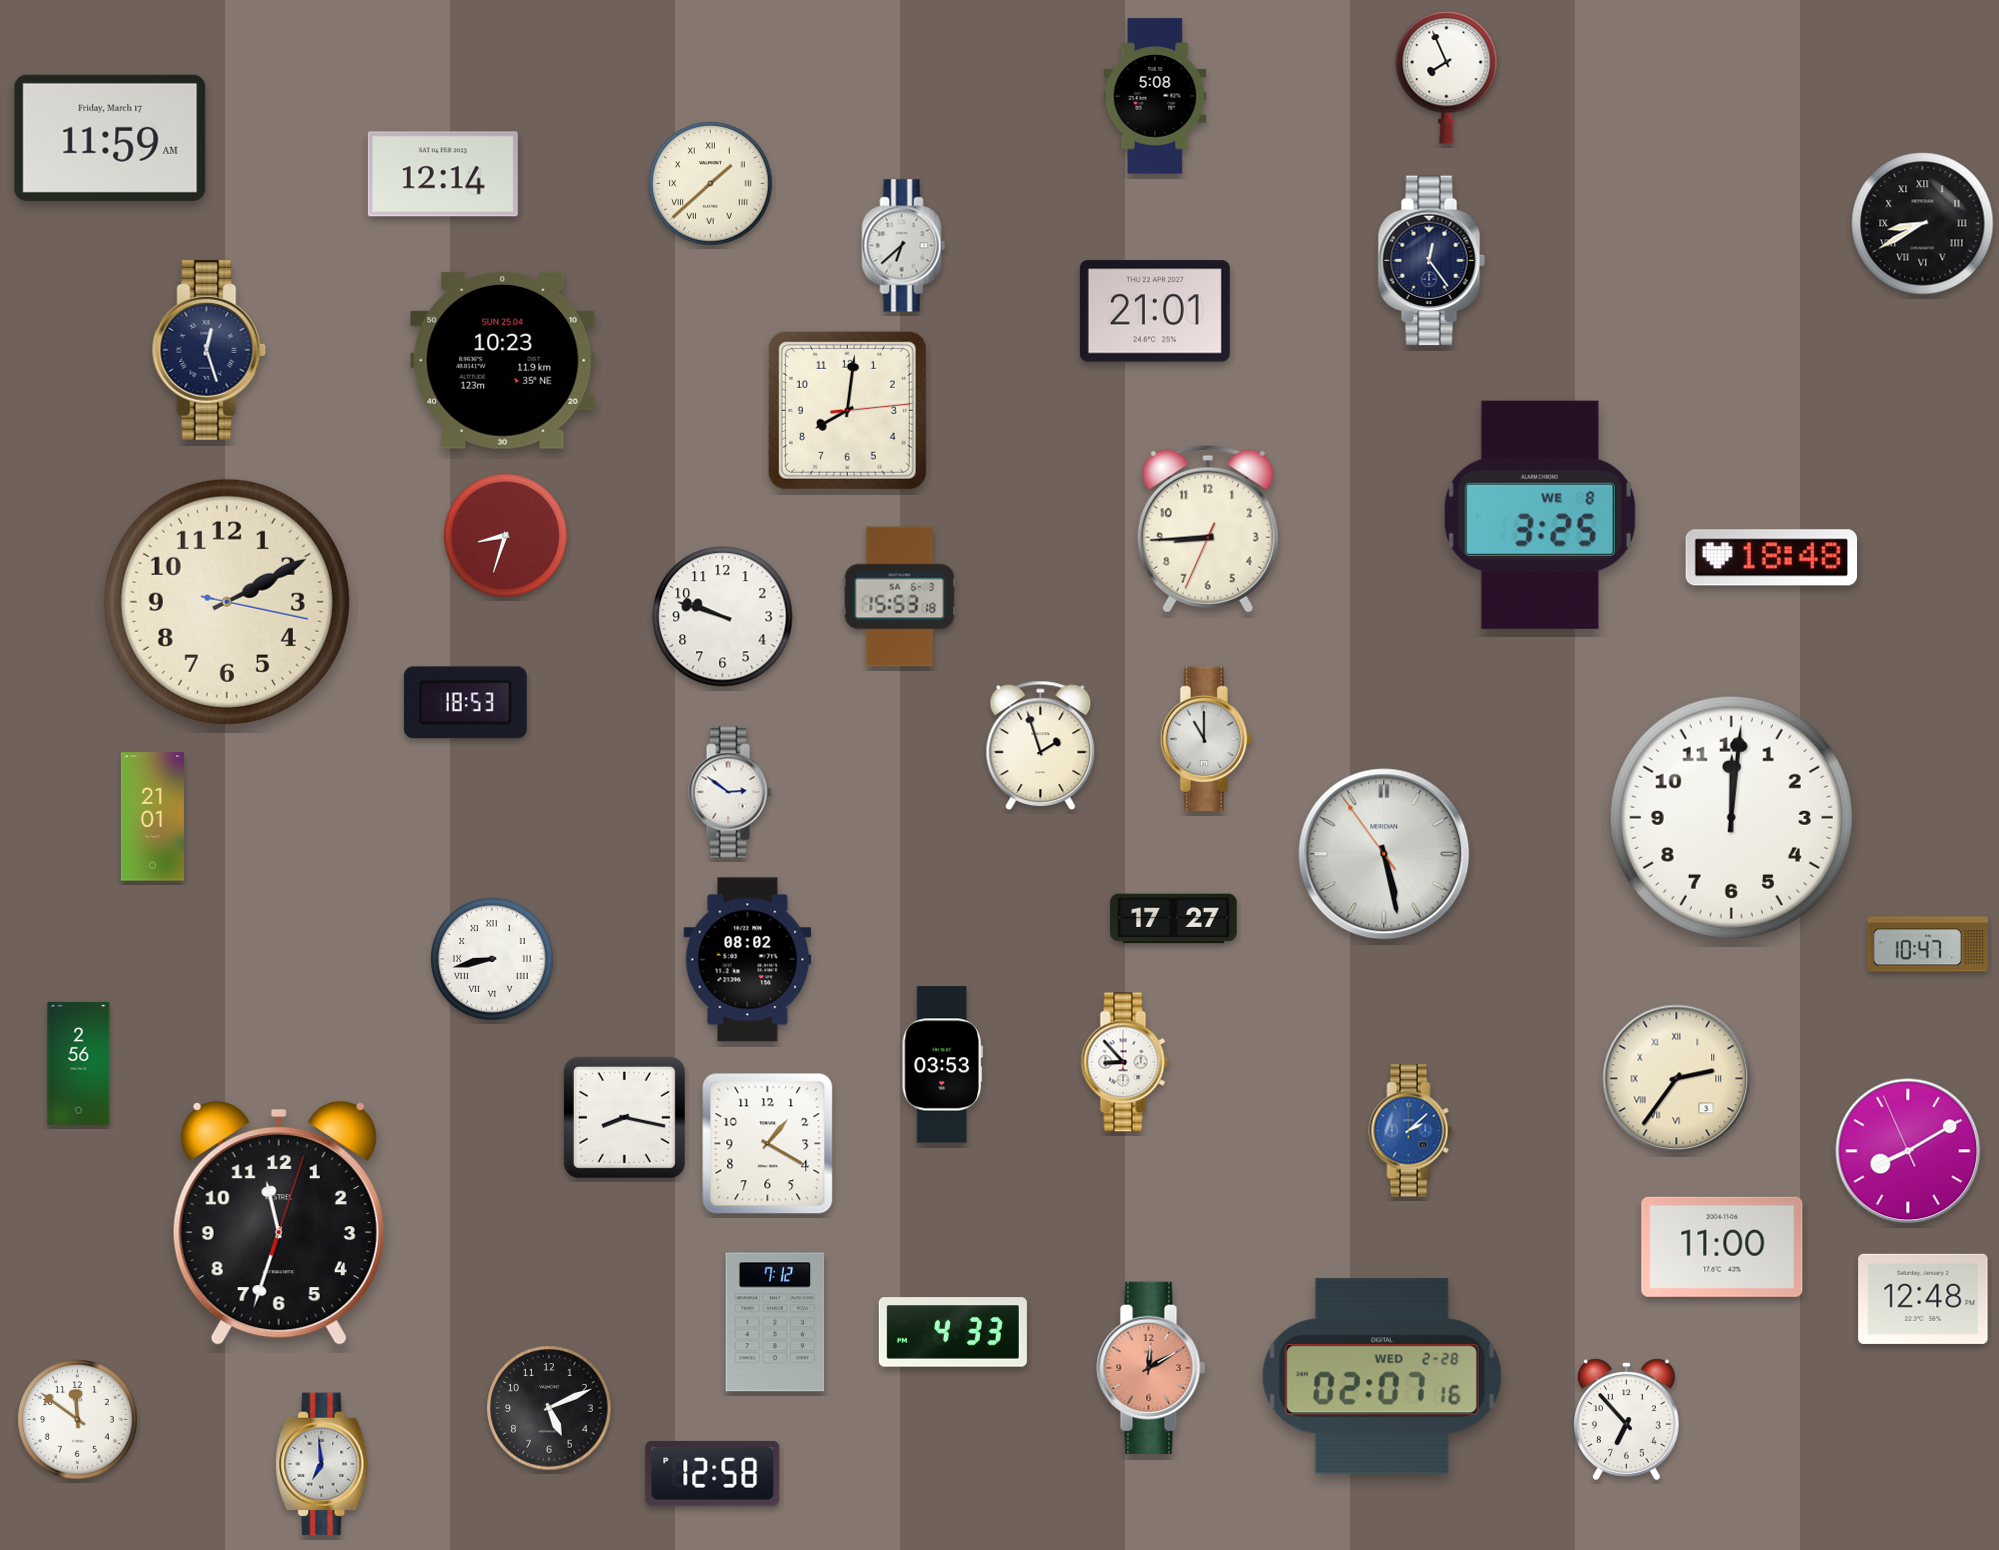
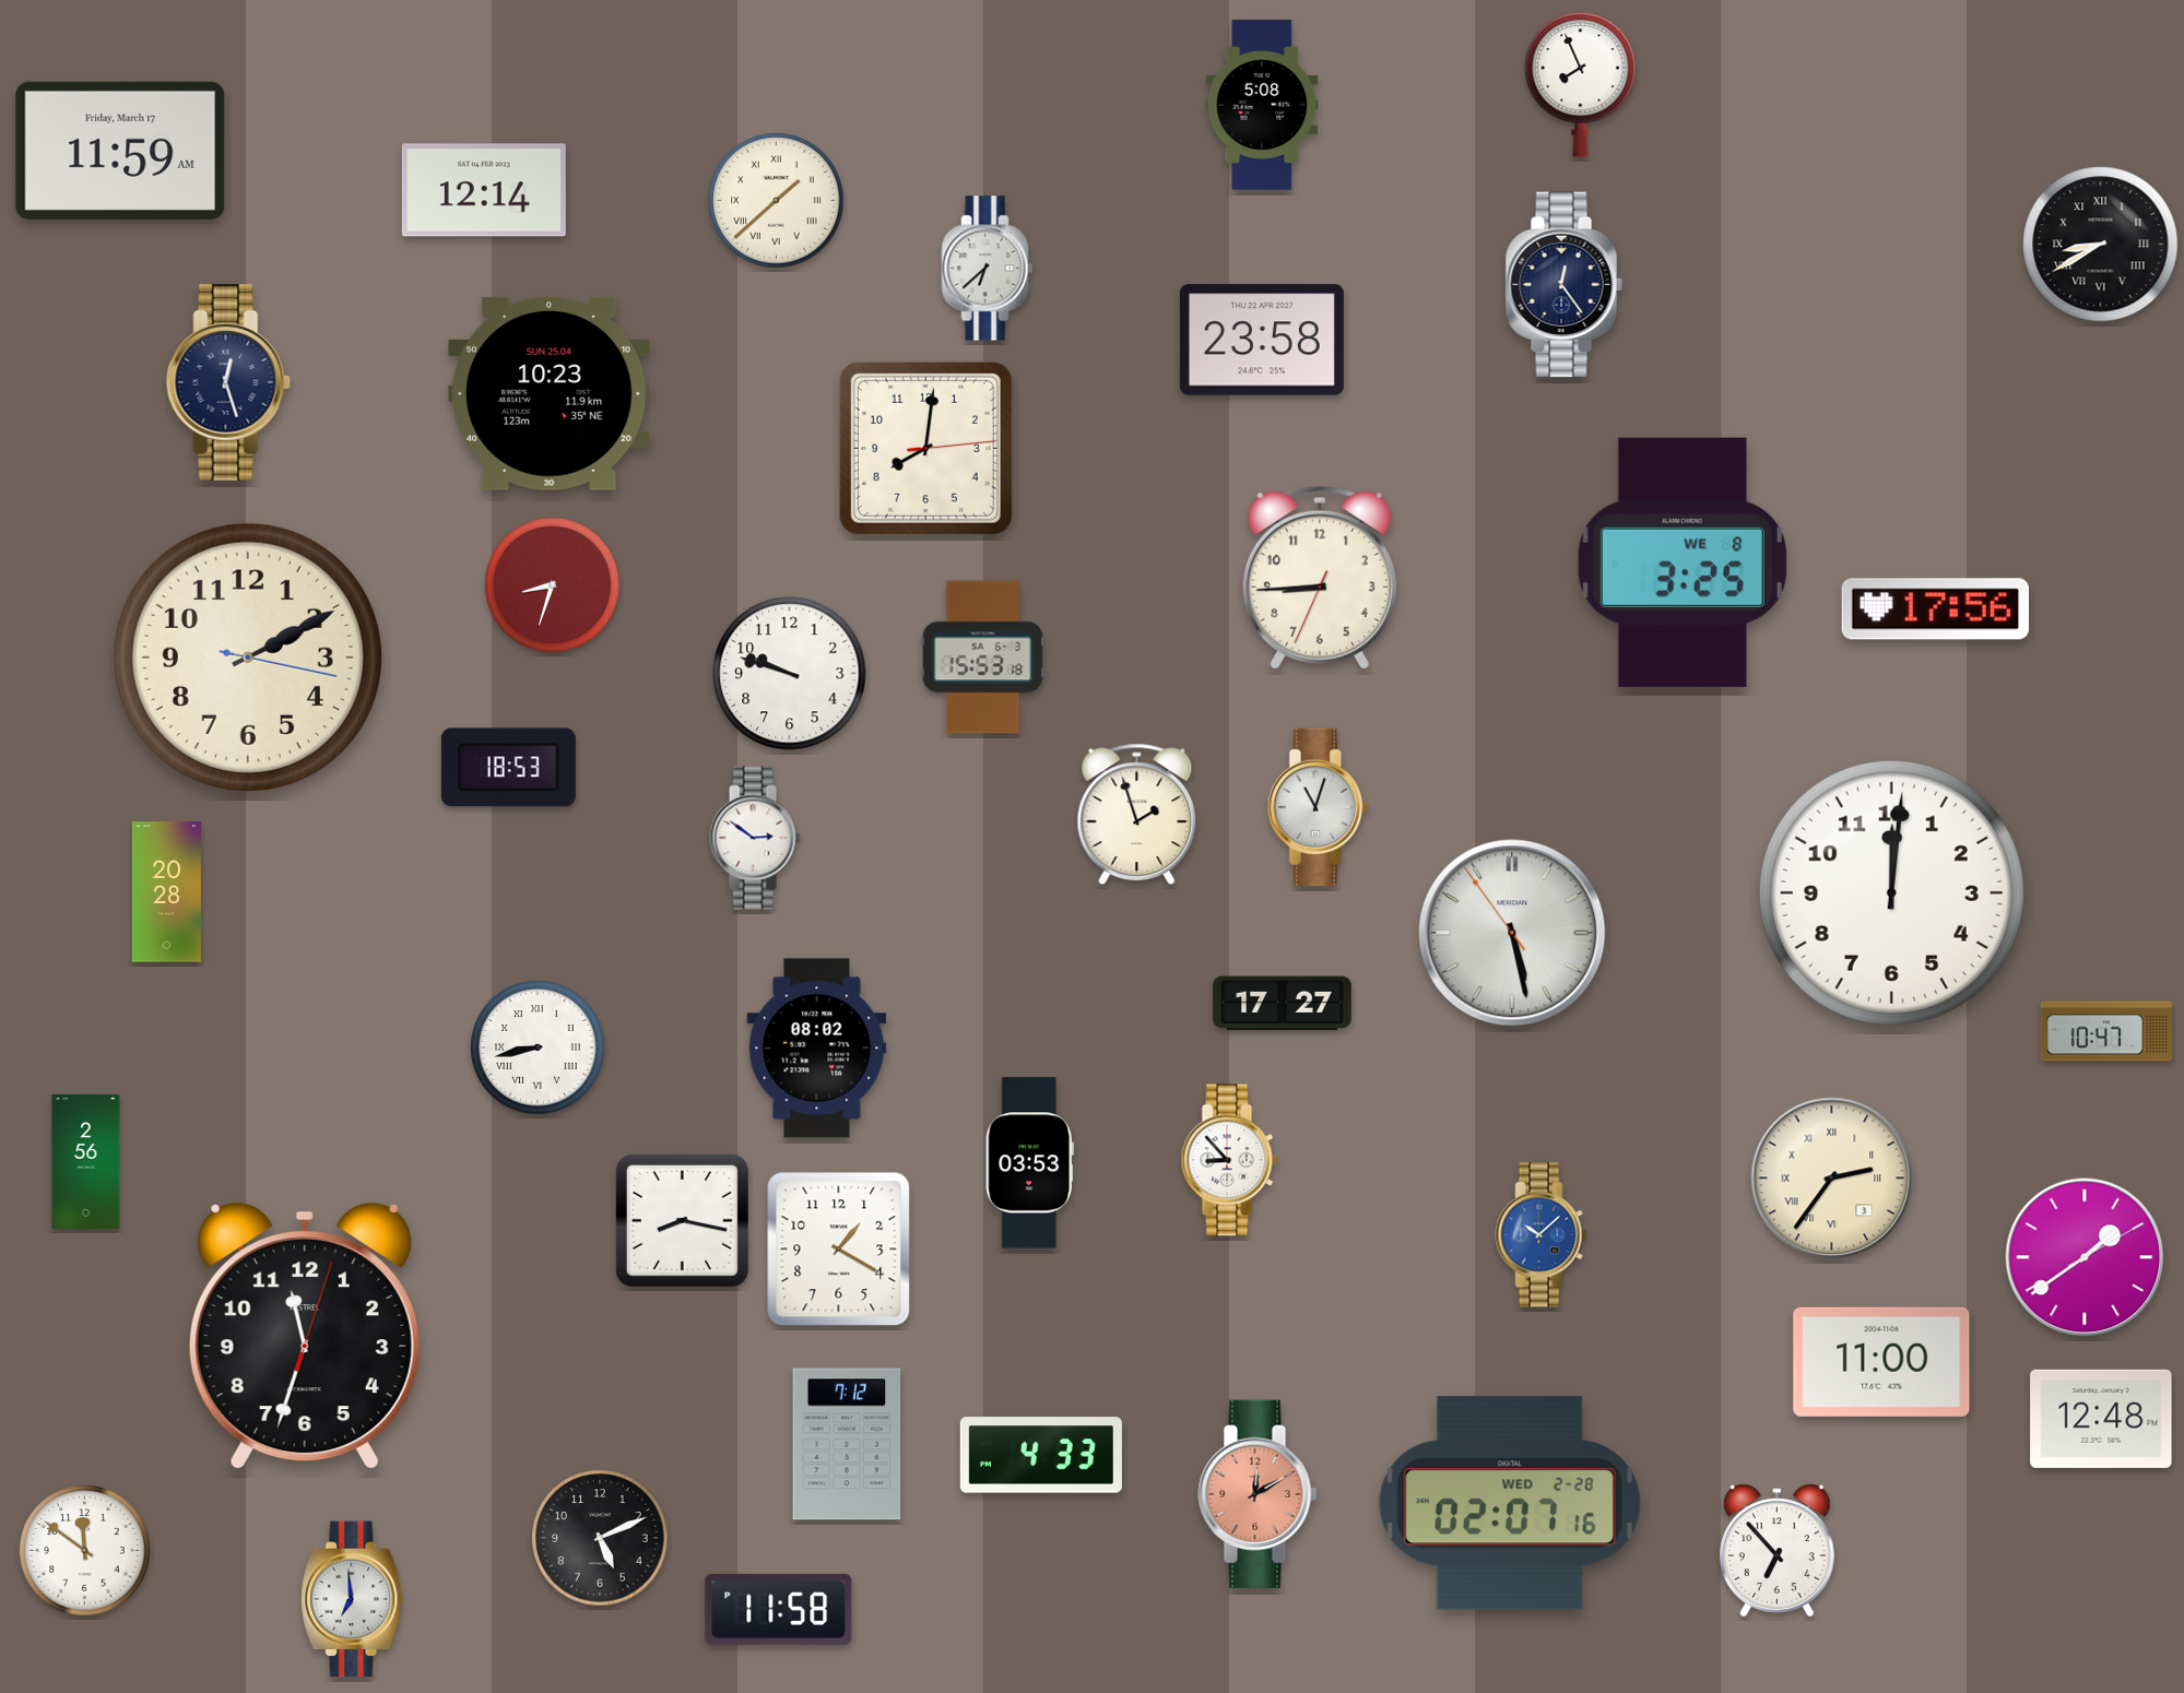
clock at (1155, 311): 21:01 -> 23:58
clock at (1771, 558): 18:48 -> 17:56
clock at (900, 597) position: (900, 597) -> (983, 658)
clock at (1205, 739): 11:00 -> 11:03
clock at (730, 792) position: (730, 792) -> (755, 838)
clock at (152, 817): 21:01 -> 20:28
clock at (1411, 1131): 2:08 -> 10:08
clock at (1908, 1151): 8:09 -> 1:39
clock at (713, 1473): 12:58 -> 11:58
